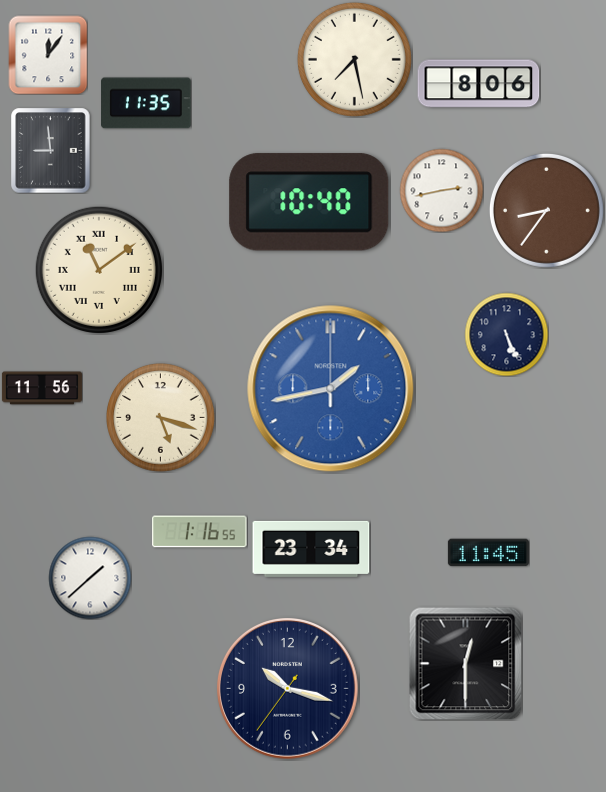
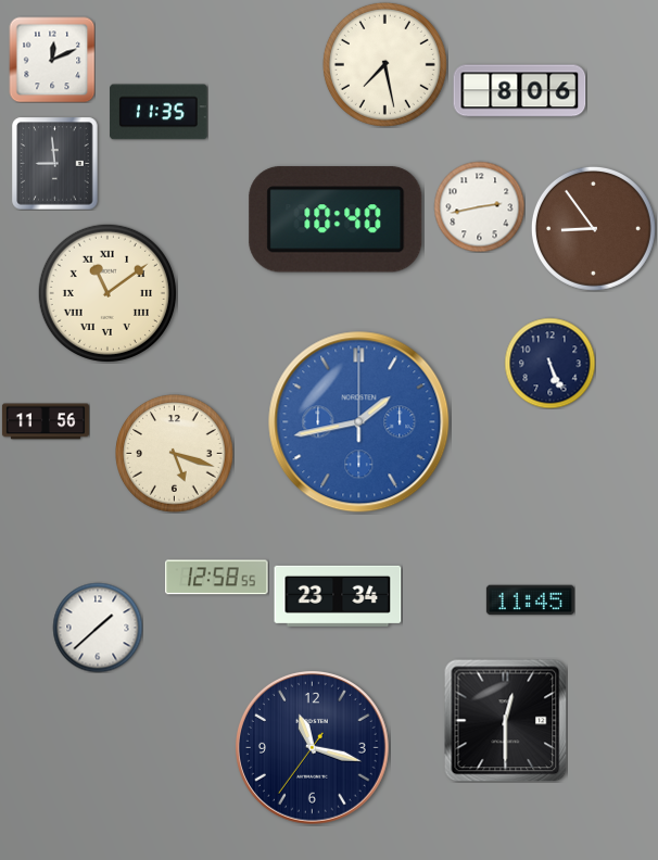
clock at (48, 55): 12:06 -> 12:11
clock at (546, 210): 8:36 -> 8:54
clock at (200, 532): 1:16 -> 12:58
clock at (287, 688): 10:17 -> 11:17
